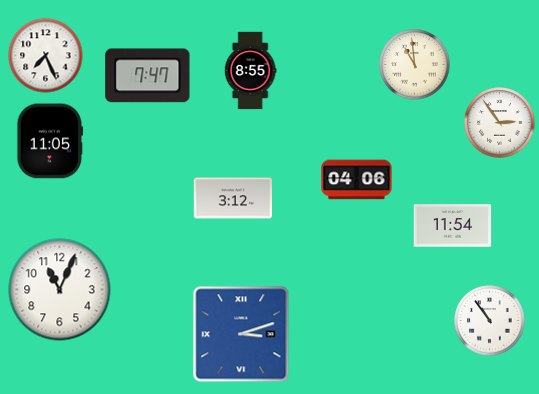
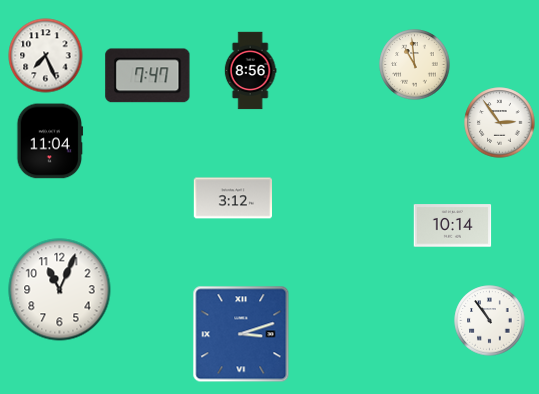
clock at (250, 71): 8:55 -> 8:56
clock at (50, 141): 11:05 -> 11:04
clock at (357, 180): 04:06 -> none
clock at (453, 226): 11:54 -> 10:14
